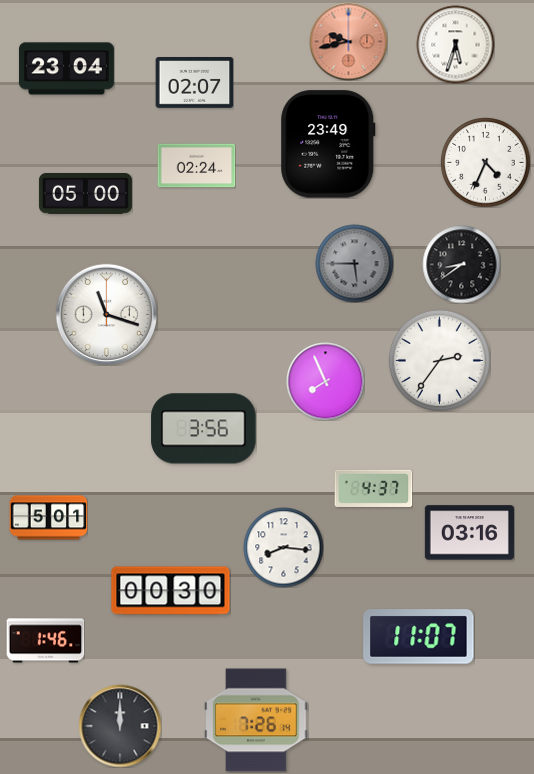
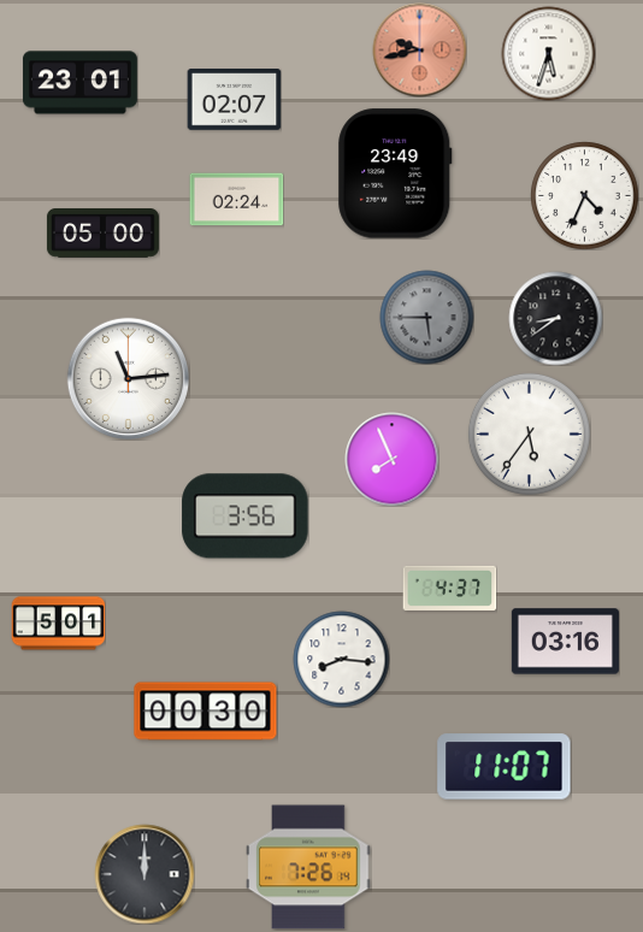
clock at (66, 69): 23:04 -> 23:01
clock at (106, 314): 11:18 -> 11:14
clock at (439, 360): 2:36 -> 5:36
clock at (45, 641): 1:46 -> none
